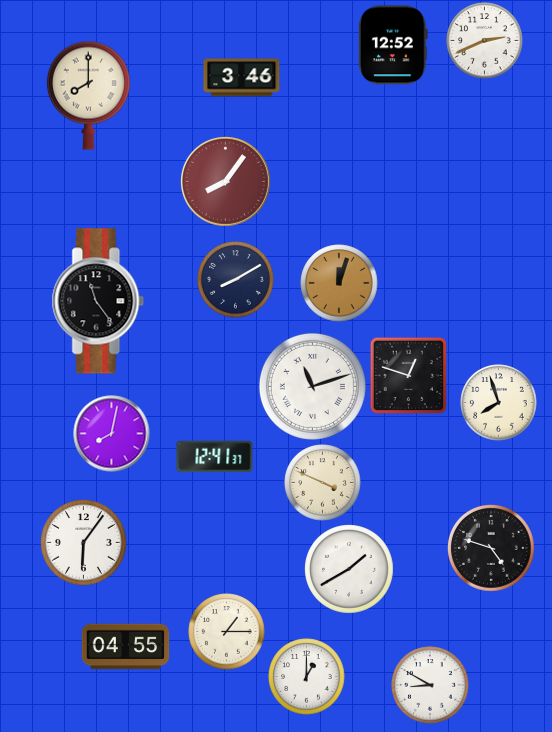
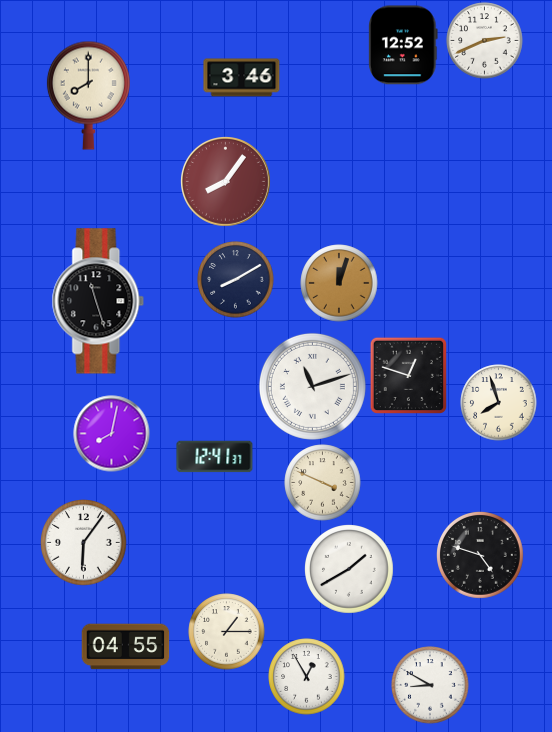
clock at (393, 45) position: (393, 45) -> (403, 45)
clock at (98, 301): 11:24 -> 11:27
clock at (492, 549) position: (492, 549) -> (481, 556)
clock at (307, 677): 1:00 -> 12:55
